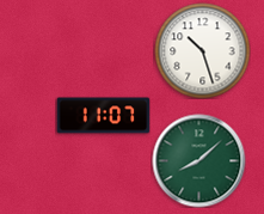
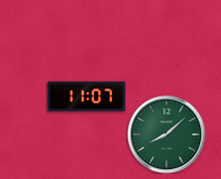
clock at (202, 50): 10:27 -> none
